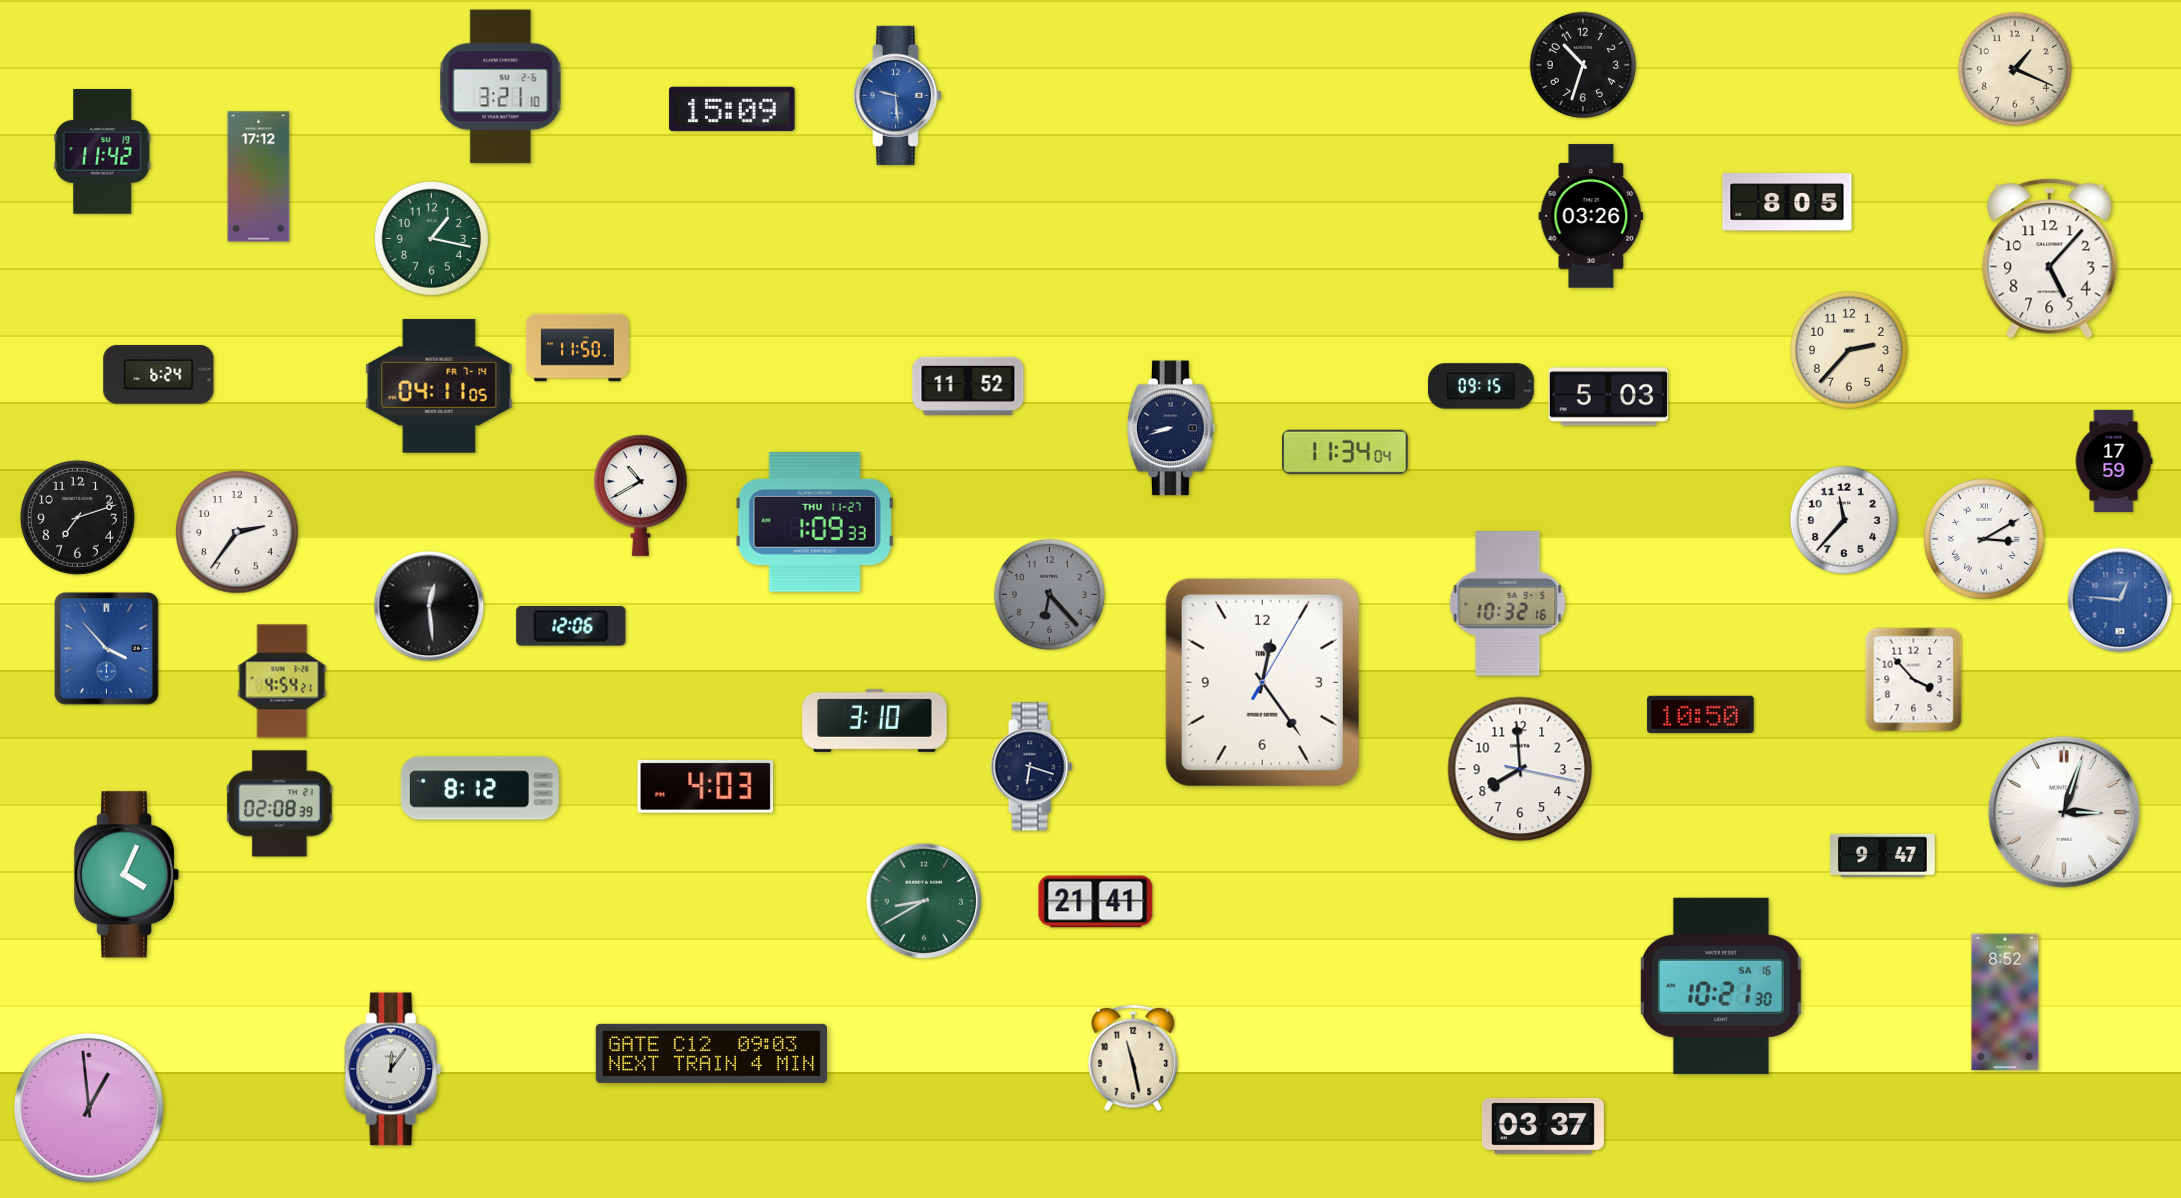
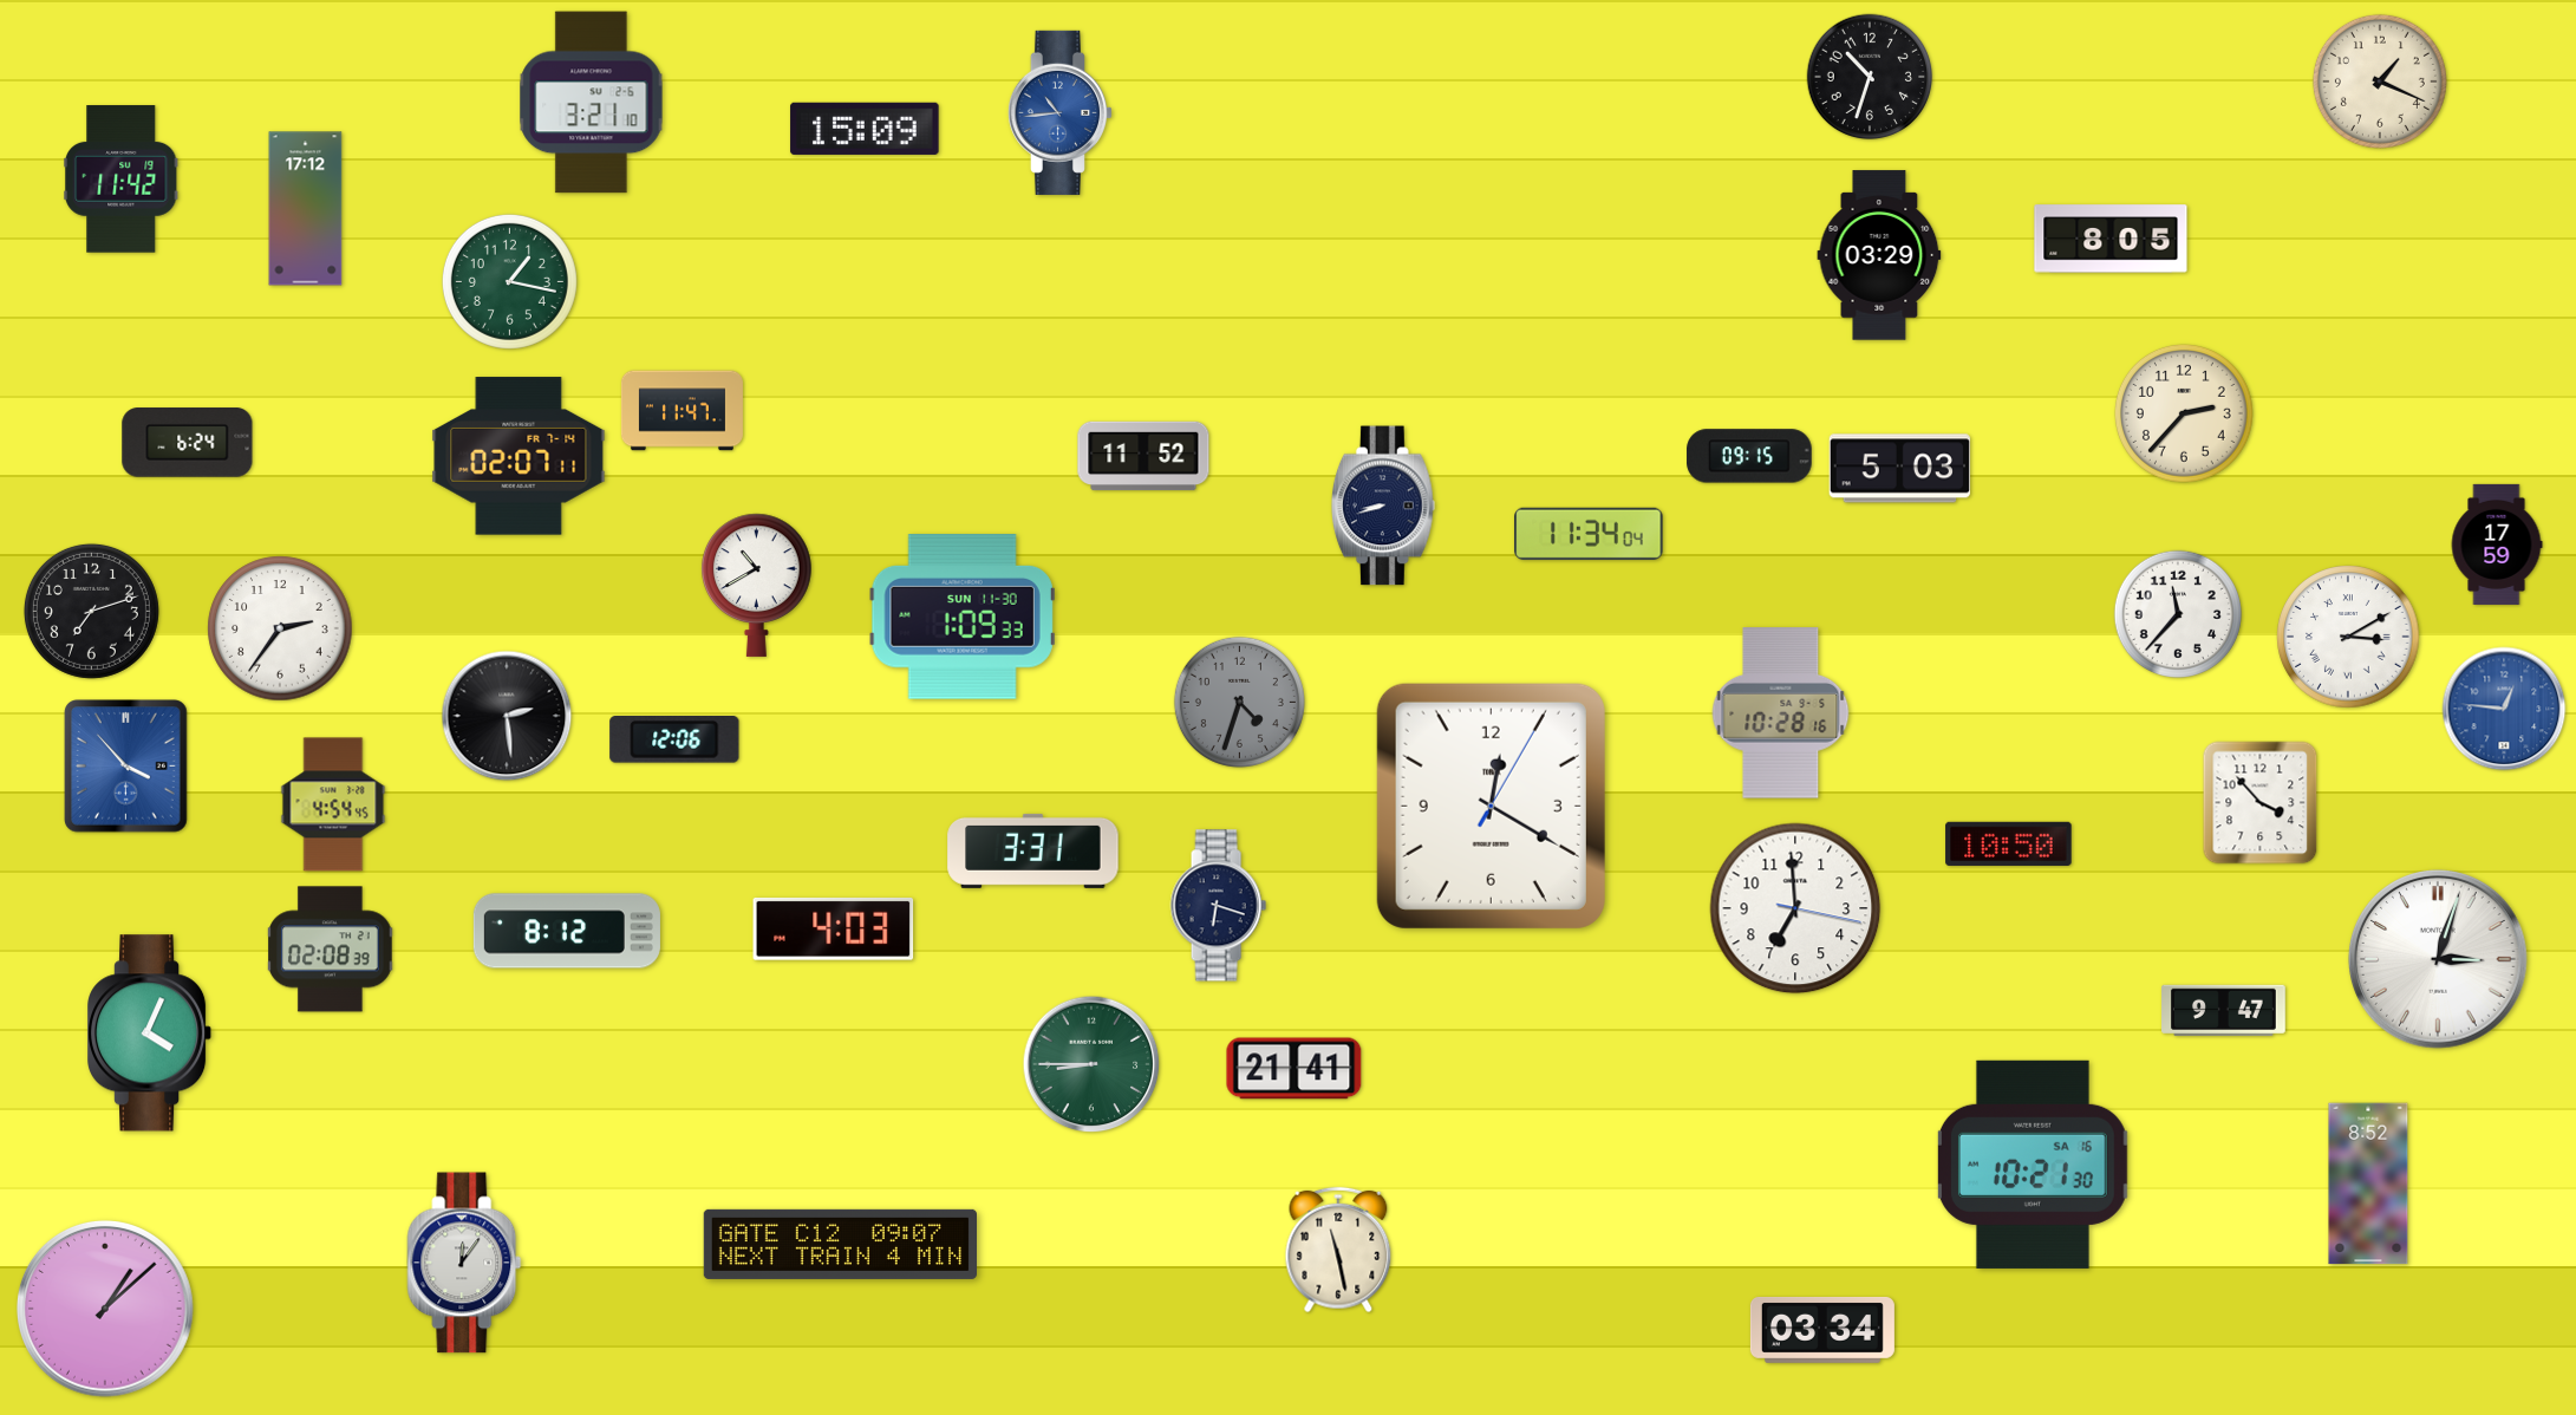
clock at (897, 95): 9:29 -> 10:44
clock at (1591, 216): 03:26 -> 03:29
clock at (2050, 259): 5:07 -> none
clock at (577, 348): 11:50 -> 11:47
clock at (439, 386): 04:11 -> 02:07
clock at (815, 522) date: THU 11-27 -> SUN 11-30
clock at (1984, 539) position: (1984, 539) -> (2348, 637)
clock at (1049, 594): 6:23 -> 4:33
clock at (1508, 604): 10:32 -> 10:28
clock at (429, 606): 12:29 -> 2:29
clock at (282, 681): 4:54:21 -> 4:54:45
clock at (1262, 682): 12:24 -> 12:20
clock at (875, 720): 3:10 -> 3:31
clock at (1520, 769): 7:59 -> 6:59
clock at (924, 901): 8:40 -> 8:45
clock at (1096, 902) position: (1096, 902) -> (1294, 1069)
clock at (711, 1053): 09:03 -> 09:07
clock at (90, 1109): 12:59 -> 1:08
clock at (1543, 1126): 03:37 -> 03:34
